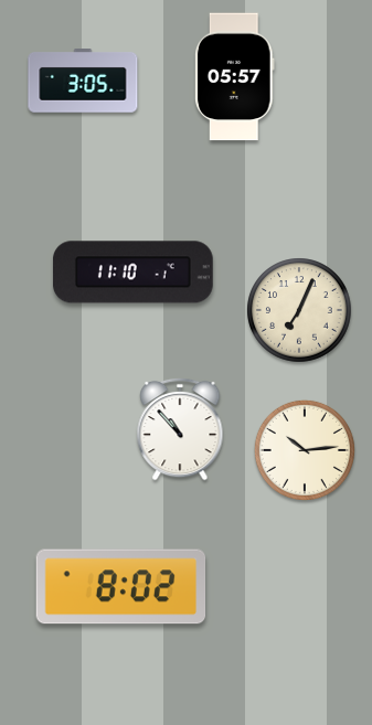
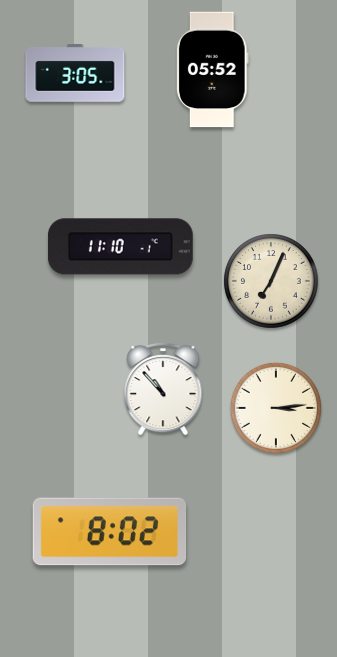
clock at (235, 77): 05:57 -> 05:52
clock at (305, 450): 10:14 -> 3:14
